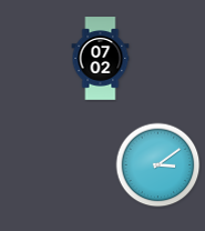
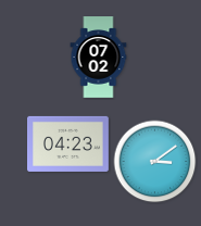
clock at (68, 143): none -> 04:23
